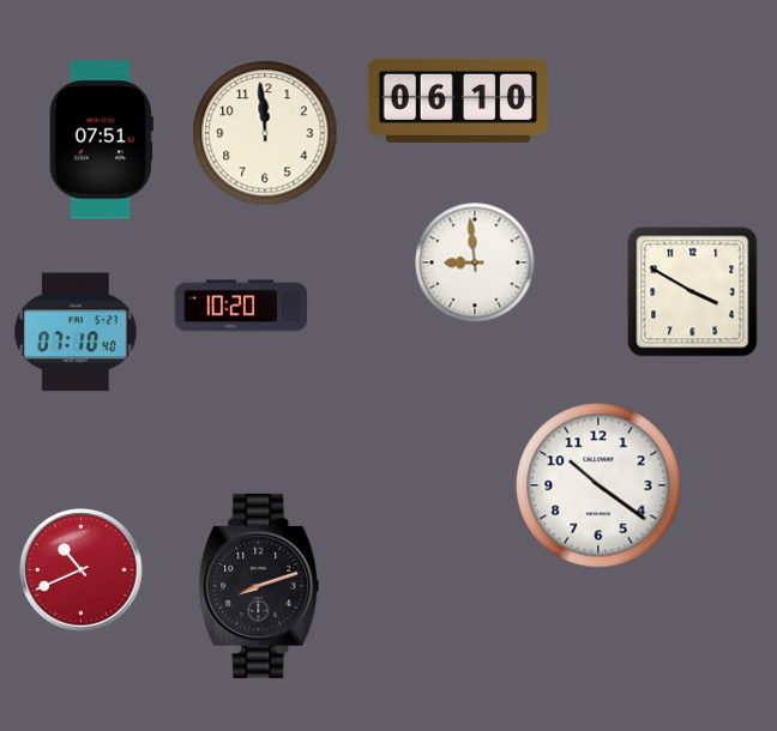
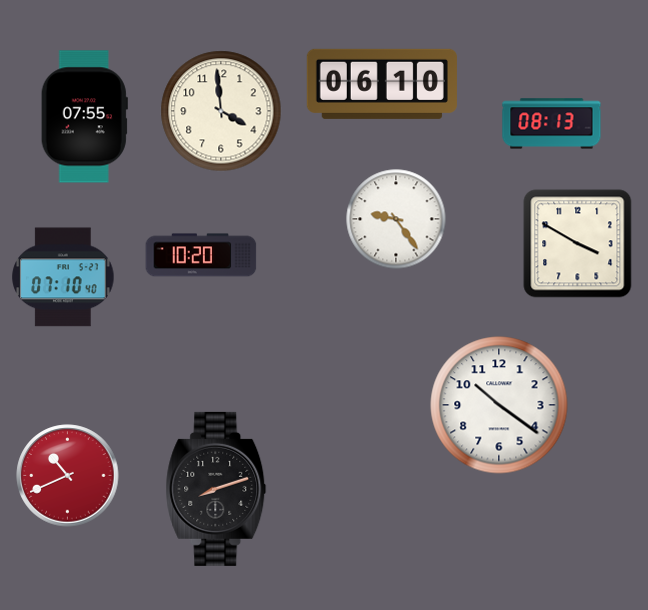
clock at (265, 133): 11:59 -> 3:59
clock at (101, 140): 07:51 -> 07:55
clock at (552, 124): none -> 08:13
clock at (475, 262): 8:59 -> 9:24
